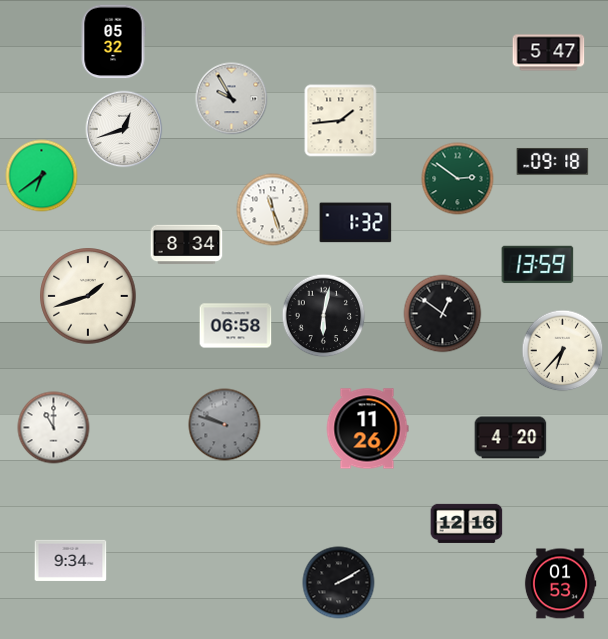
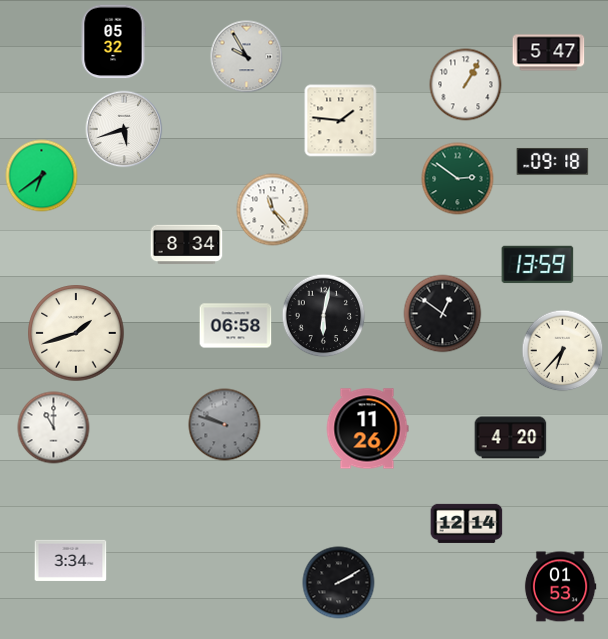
clock at (466, 85): none -> 1:05
clock at (232, 99) position: (232, 99) -> (247, 57)
clock at (341, 121): 1:44 -> 1:46
clock at (124, 129): 12:42 -> 5:42
clock at (273, 210): 11:27 -> 11:23
clock at (356, 223): 1:32 -> none
clock at (88, 296) position: (88, 296) -> (76, 333)
clock at (467, 523): 12:16 -> 12:14
clock at (71, 560): 9:34 -> 3:34
clock at (560, 584) position: (560, 584) -> (560, 587)
